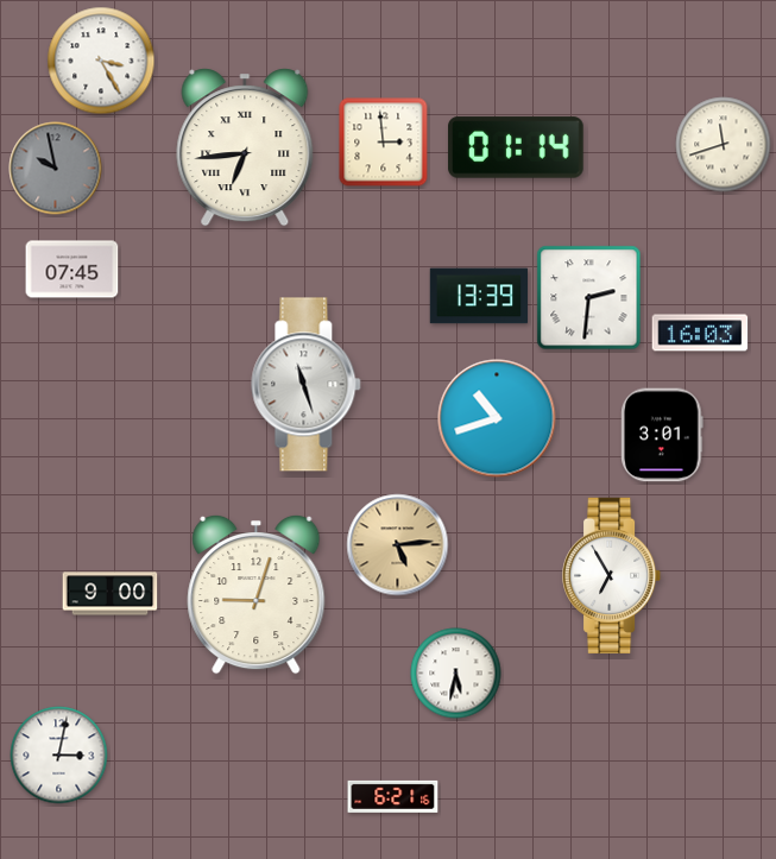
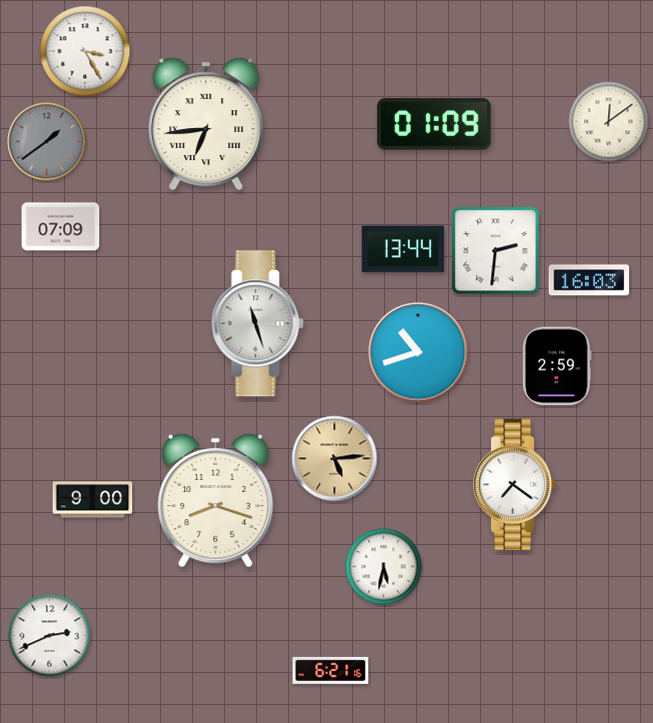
clock at (384, 143): 2:59 -> none
clock at (724, 145): 11:42 -> 12:09
clock at (516, 147): 01:14 -> 01:09
clock at (56, 169): 9:58 -> 1:39
clock at (72, 270): 07:45 -> 07:09
clock at (479, 296): 13:39 -> 13:44
clock at (662, 435): 3:01 -> 2:59
clock at (613, 575): 6:55 -> 7:21
clock at (257, 594): 9:03 -> 8:18
clock at (59, 756): 3:02 -> 2:41
